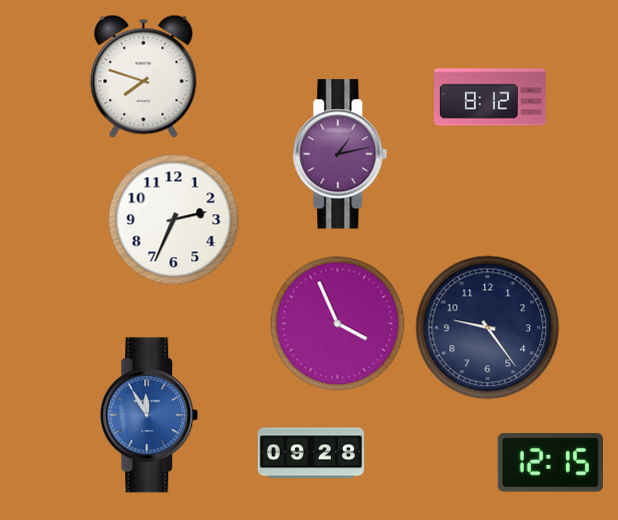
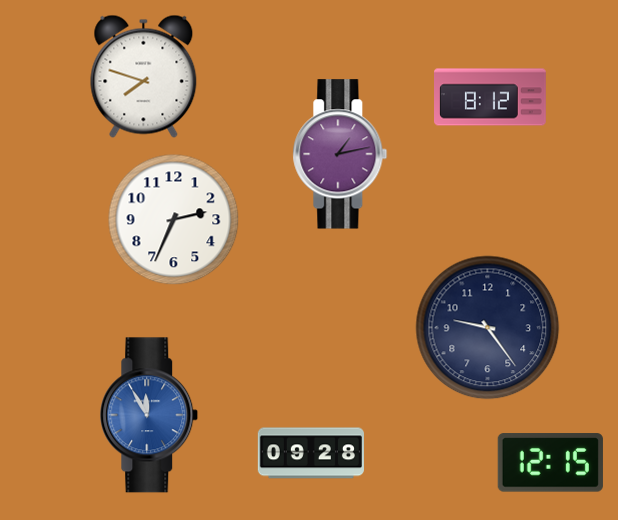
clock at (338, 324): 3:56 -> none
